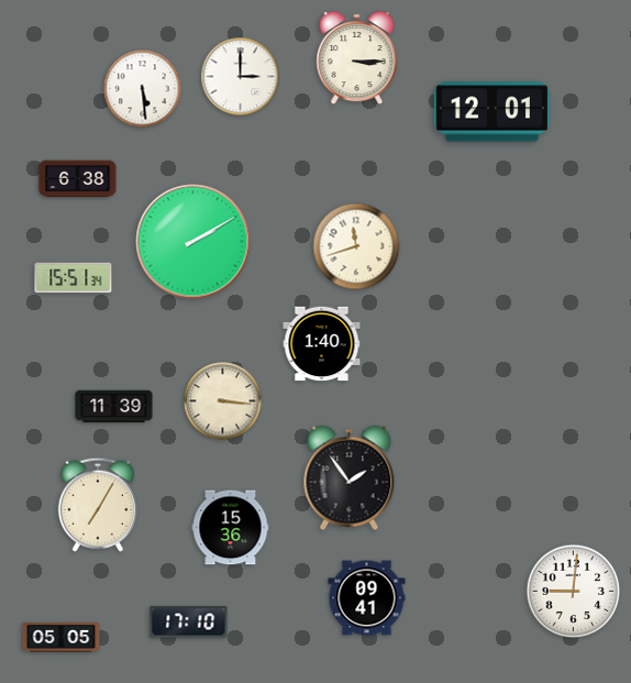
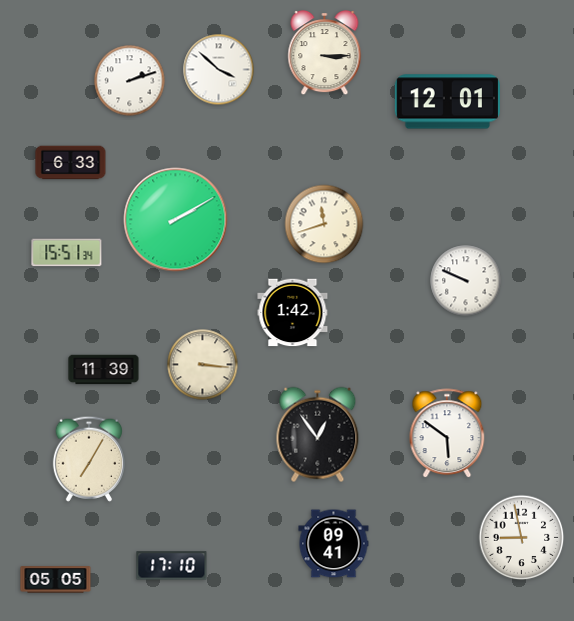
clock at (241, 77): 3:00 -> 3:52
clock at (143, 89): 5:29 -> 2:12
clock at (78, 179): 6:38 -> 6:33
clock at (466, 281): none -> 9:49
clock at (322, 344): 1:40 -> 1:42
clock at (447, 434): none -> 5:51
clock at (350, 478): 1:54 -> 12:54
clock at (231, 528): 15:36 -> none
clock at (574, 592): 9:01 -> 8:58
